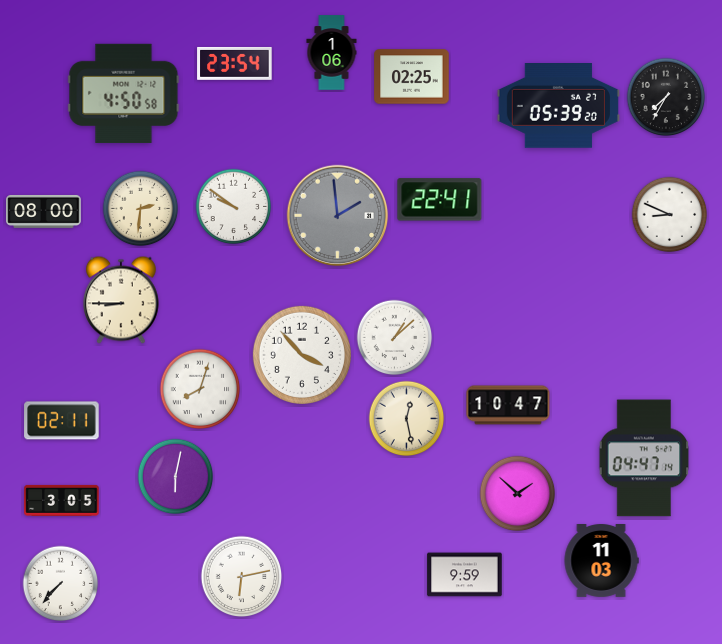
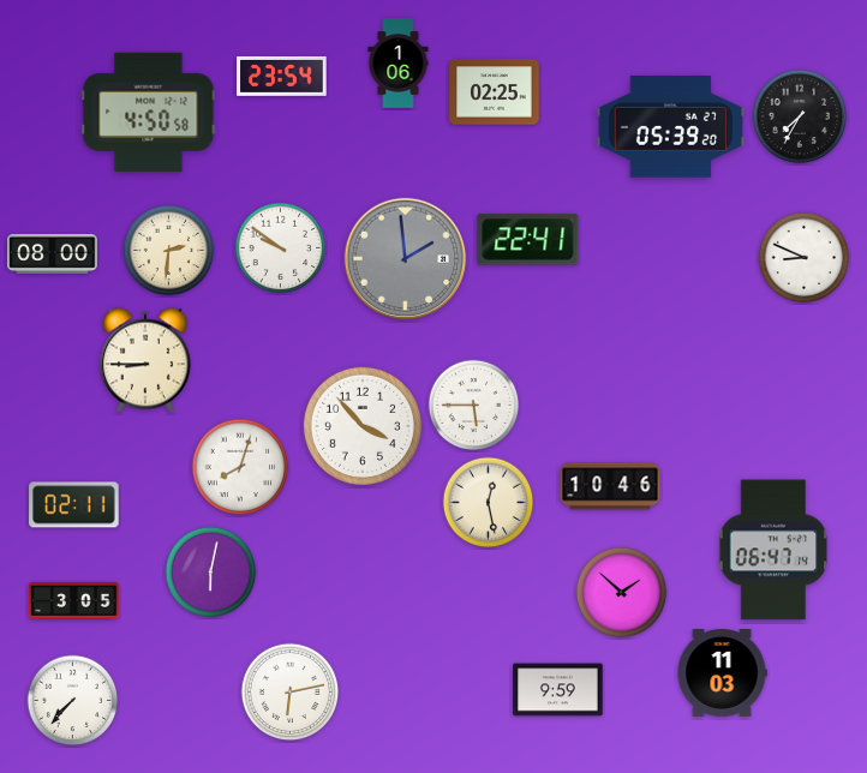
clock at (395, 338): 1:08 -> 5:45
clock at (508, 405): 10:47 -> 10:46
clock at (644, 458): 04:47 -> 06:47
